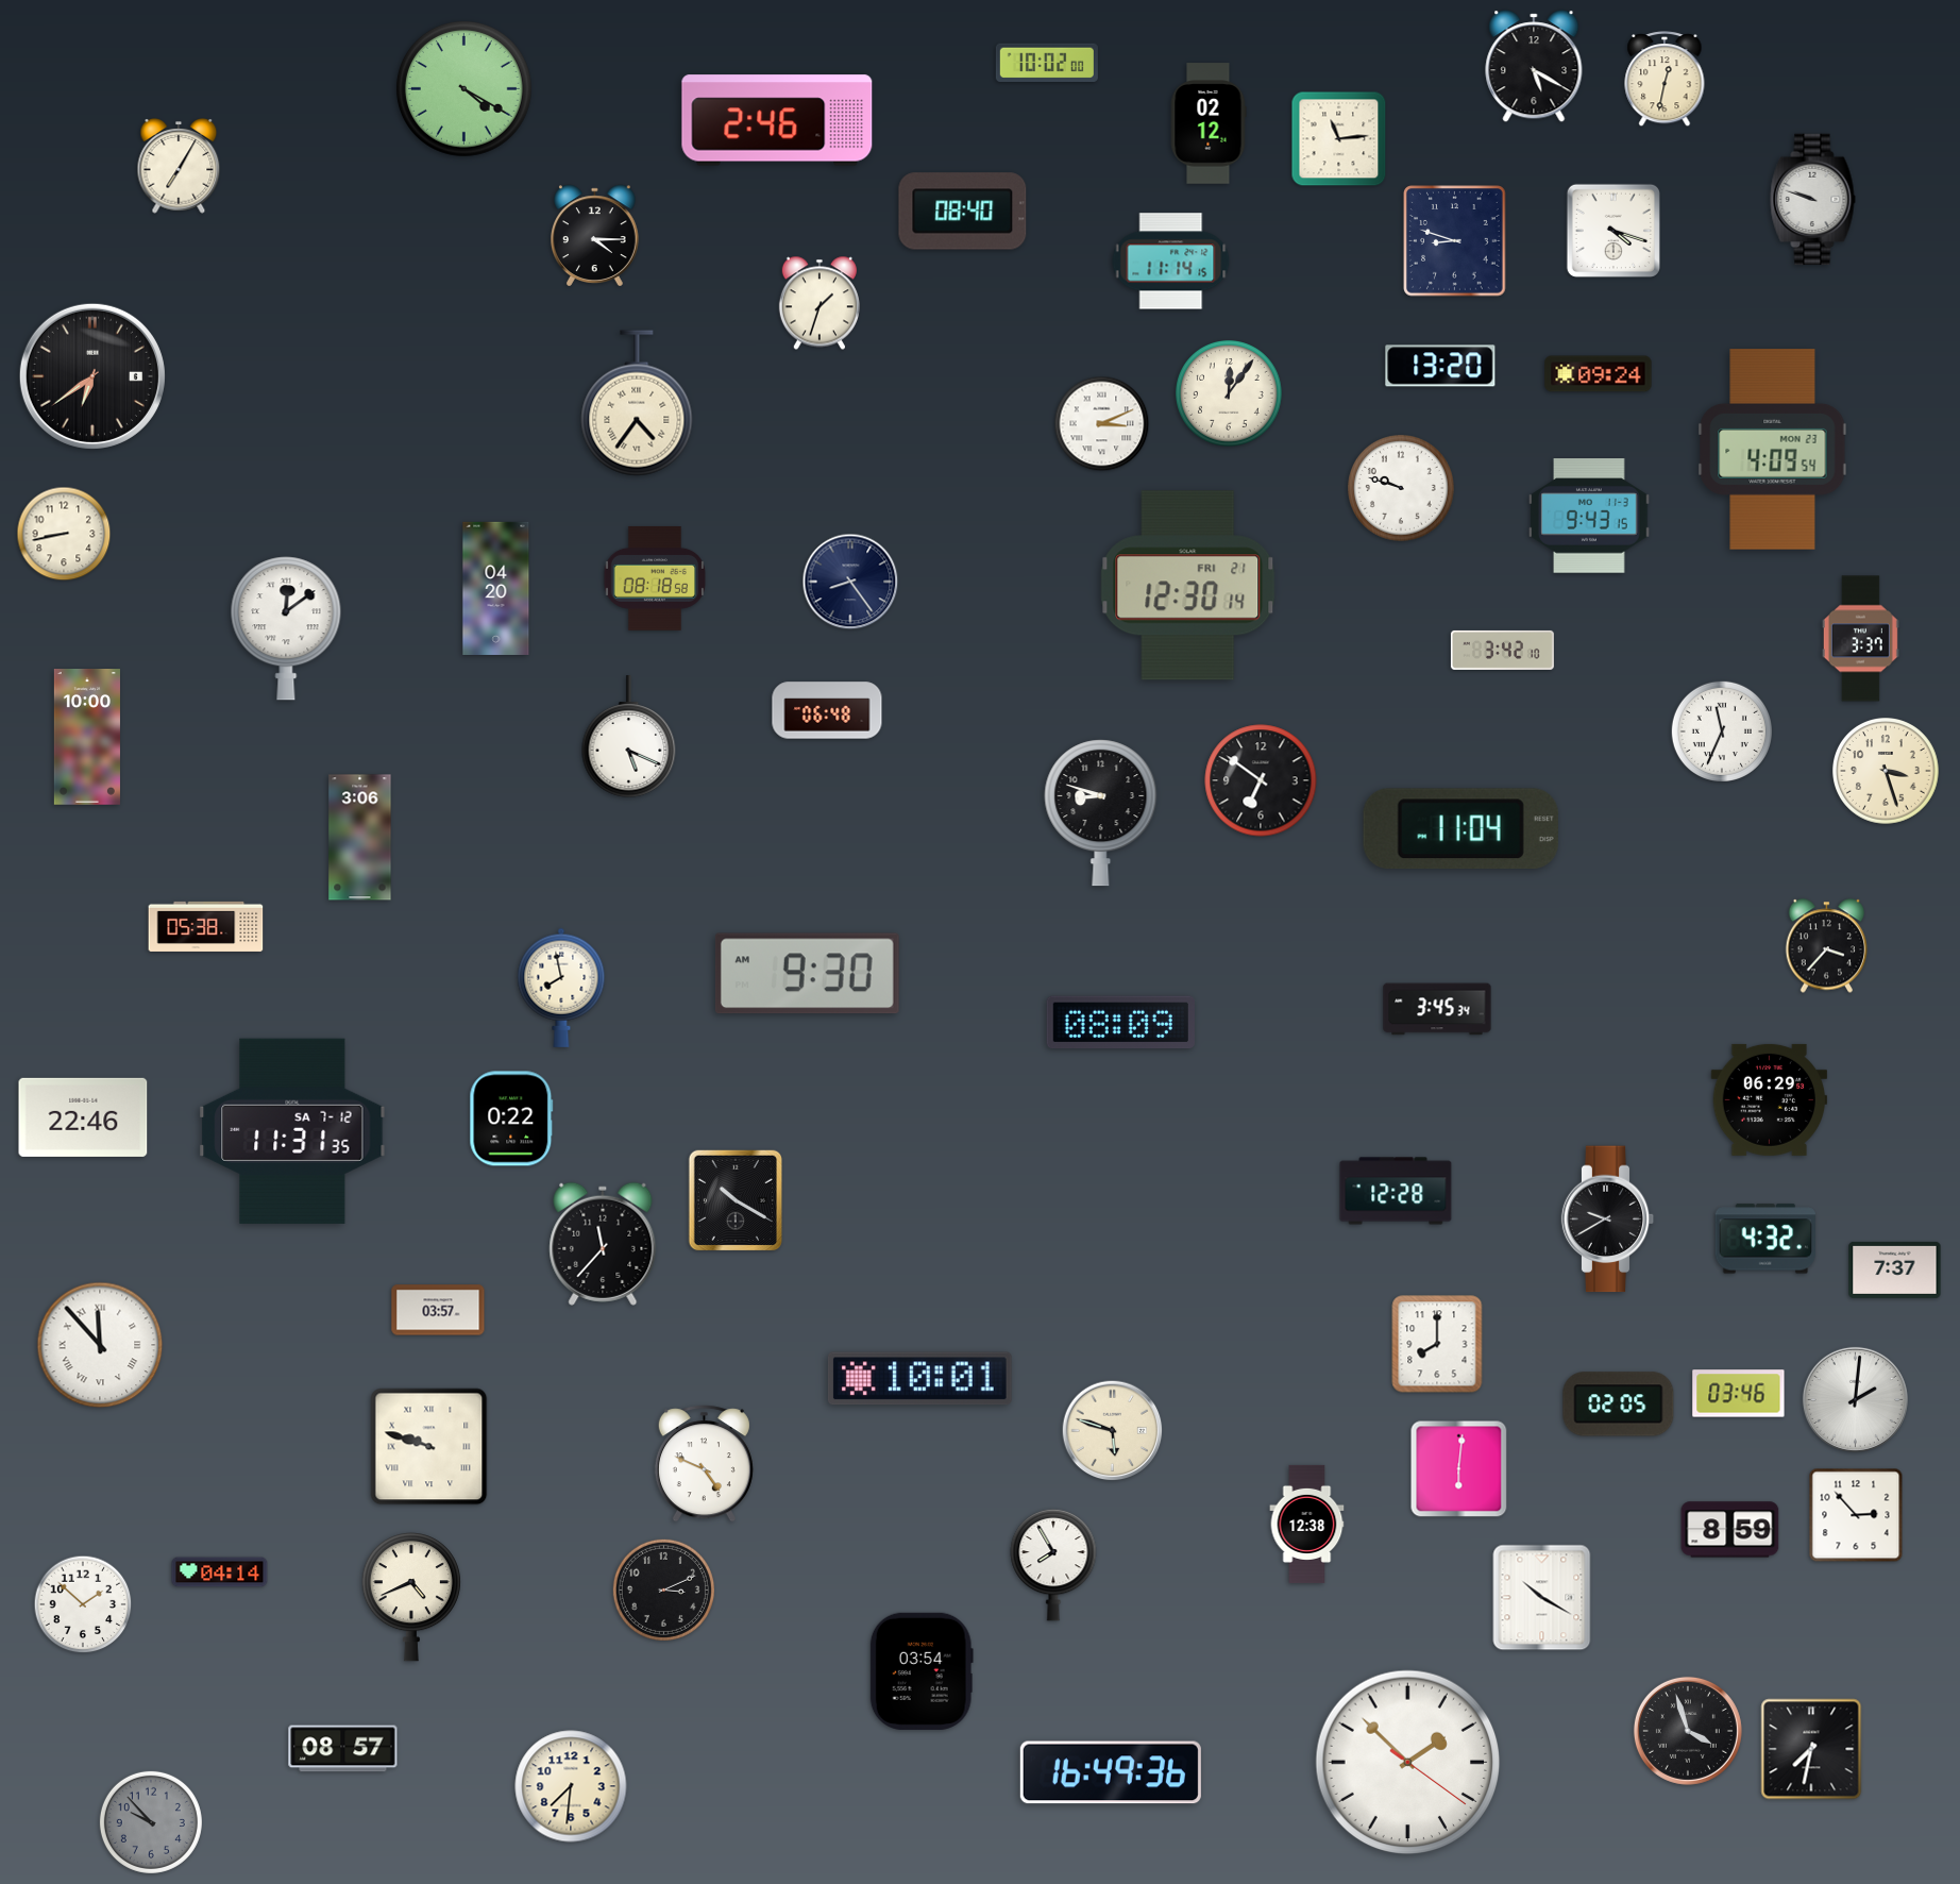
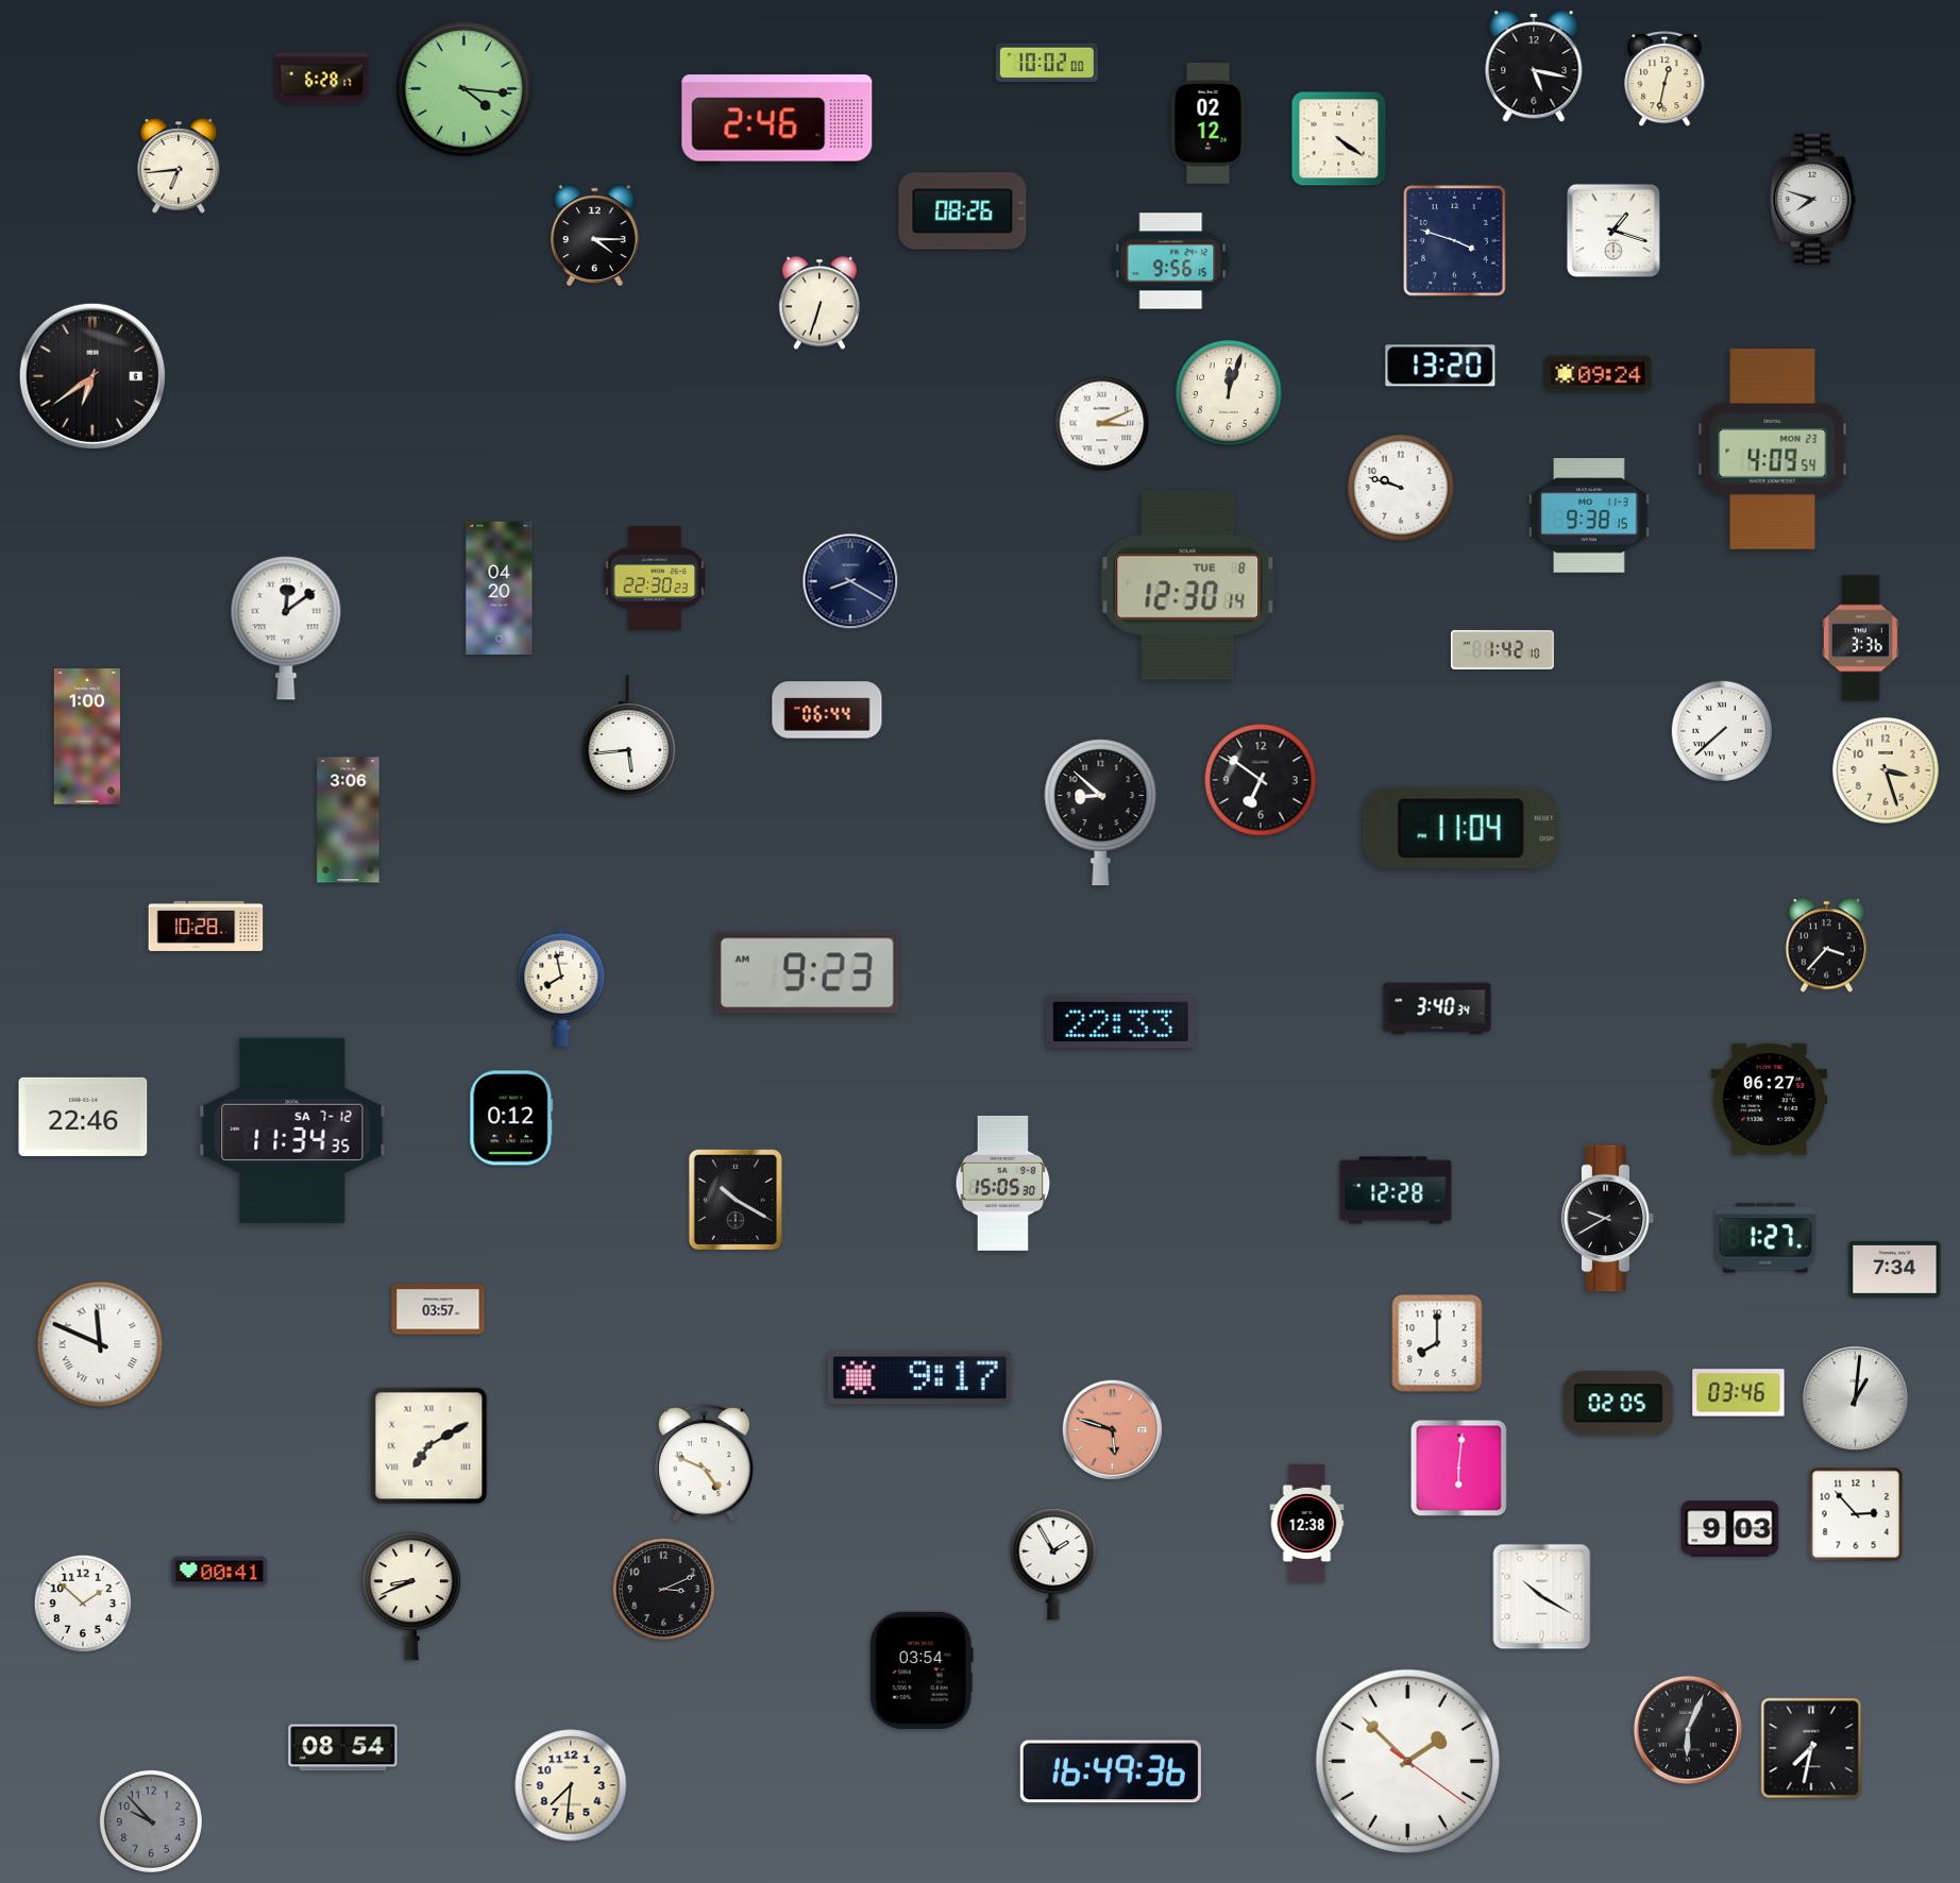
clock at (1534, 66): 5:20 -> 5:17
clock at (322, 79): none -> 6:28
clock at (463, 88): 4:20 -> 4:16
clock at (1339, 139): 11:14 -> 4:21
clock at (179, 166): 7:05 -> 6:44
clock at (1813, 200): 9:48 -> 7:48
clock at (963, 212): 08:40 -> 08:26
clock at (1613, 231): 4:18 -> 1:18
clock at (1455, 241): 8:48 -> 3:48
clock at (1171, 262): 11:14 -> 9:56
clock at (820, 303): 1:33 -> 6:33
clock at (1230, 394): 12:06 -> 12:03
clock at (637, 403): 4:36 -> none
clock at (1589, 516): 9:43 -> 9:38
clock at (64, 534): 8:43 -> none
clock at (655, 578): 08:18 -> 22:30
clock at (850, 582): 8:24 -> 8:20
clock at (1188, 586) date: FRI 21 -> TUE 8
clock at (496, 588) position: (496, 588) -> (500, 588)
clock at (1860, 639): 3:37 -> 3:36
clock at (1502, 650): 3:42 -> 1:42
clock at (827, 710): 06:48 -> 06:44
clock at (1722, 731): 11:34 -> 7:38
clock at (629, 737): 5:19 -> 5:44
clock at (87, 738): 10:00 -> 1:00
clock at (1101, 813): 8:48 -> 8:52
clock at (360, 838) position: (360, 838) -> (349, 820)
clock at (206, 926): 05:38 -> 10:28
clock at (807, 974): 9:30 -> 9:23
clock at (1437, 1009): 3:45 -> 3:40
clock at (1120, 1023): 08:09 -> 22:33
clock at (1769, 1099): 06:29 -> 06:27
clock at (511, 1118): 0:22 -> 0:12
clock at (292, 1131): 11:31 -> 11:34
clock at (1003, 1183): none -> 15:05
clock at (1764, 1239): 4:32 -> 1:27
clock at (603, 1244): 11:37 -> none
clock at (1895, 1269): 7:37 -> 7:34
clock at (100, 1345): 11:53 -> 11:49
clock at (919, 1379): 10:01 -> 9:17
clock at (1855, 1399): 2:01 -> 1:01
clock at (1113, 1431) dial: cream -> salmon
clock at (429, 1447): 9:48 -> 7:10
clock at (1730, 1530): 8:59 -> 9:03
clock at (1053, 1565): 7:55 -> 1:55
clock at (220, 1572): 04:14 -> 00:41
clock at (411, 1598): 4:41 -> 8:41
clock at (1688, 1731): 3:57 -> 6:04
clock at (343, 1749): 08:57 -> 08:54
